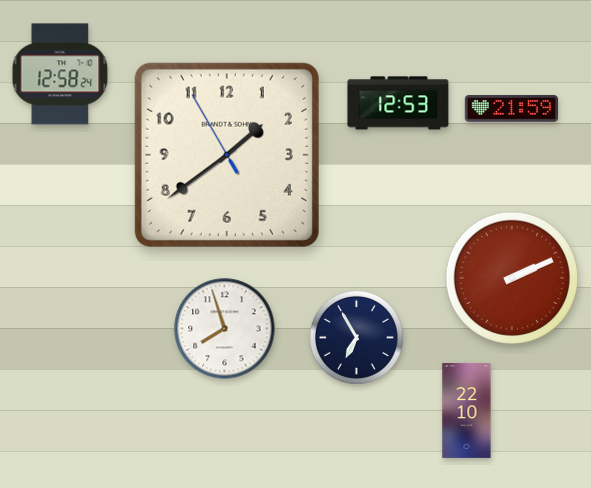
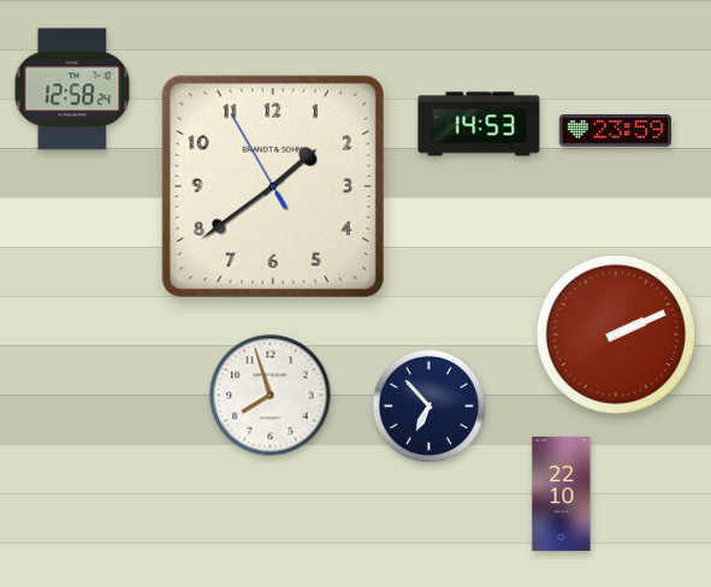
clock at (398, 103): 12:53 -> 14:53
clock at (511, 109): 21:59 -> 23:59
clock at (356, 337): 6:55 -> 6:53
